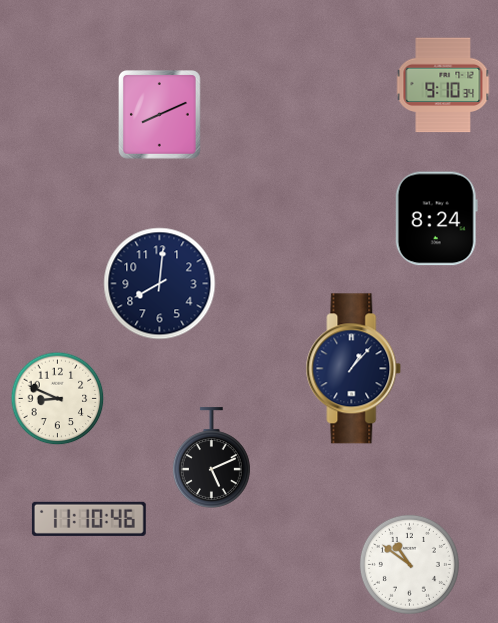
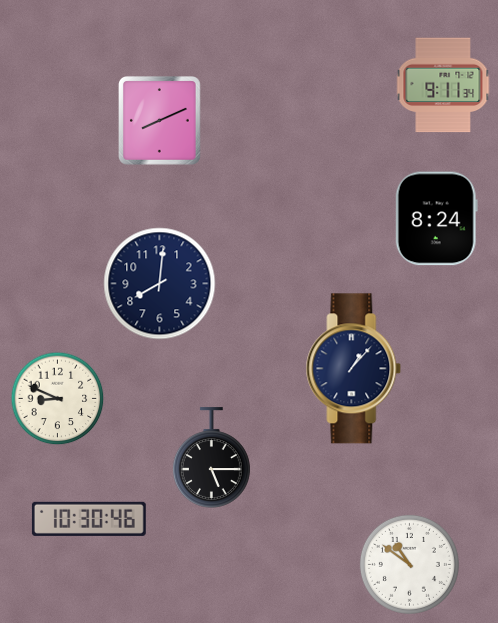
clock at (443, 85): 9:10 -> 9:11
clock at (160, 115) position: (160, 115) -> (160, 121)
clock at (211, 458): 5:11 -> 5:15
clock at (89, 519): 11:10 -> 10:30
